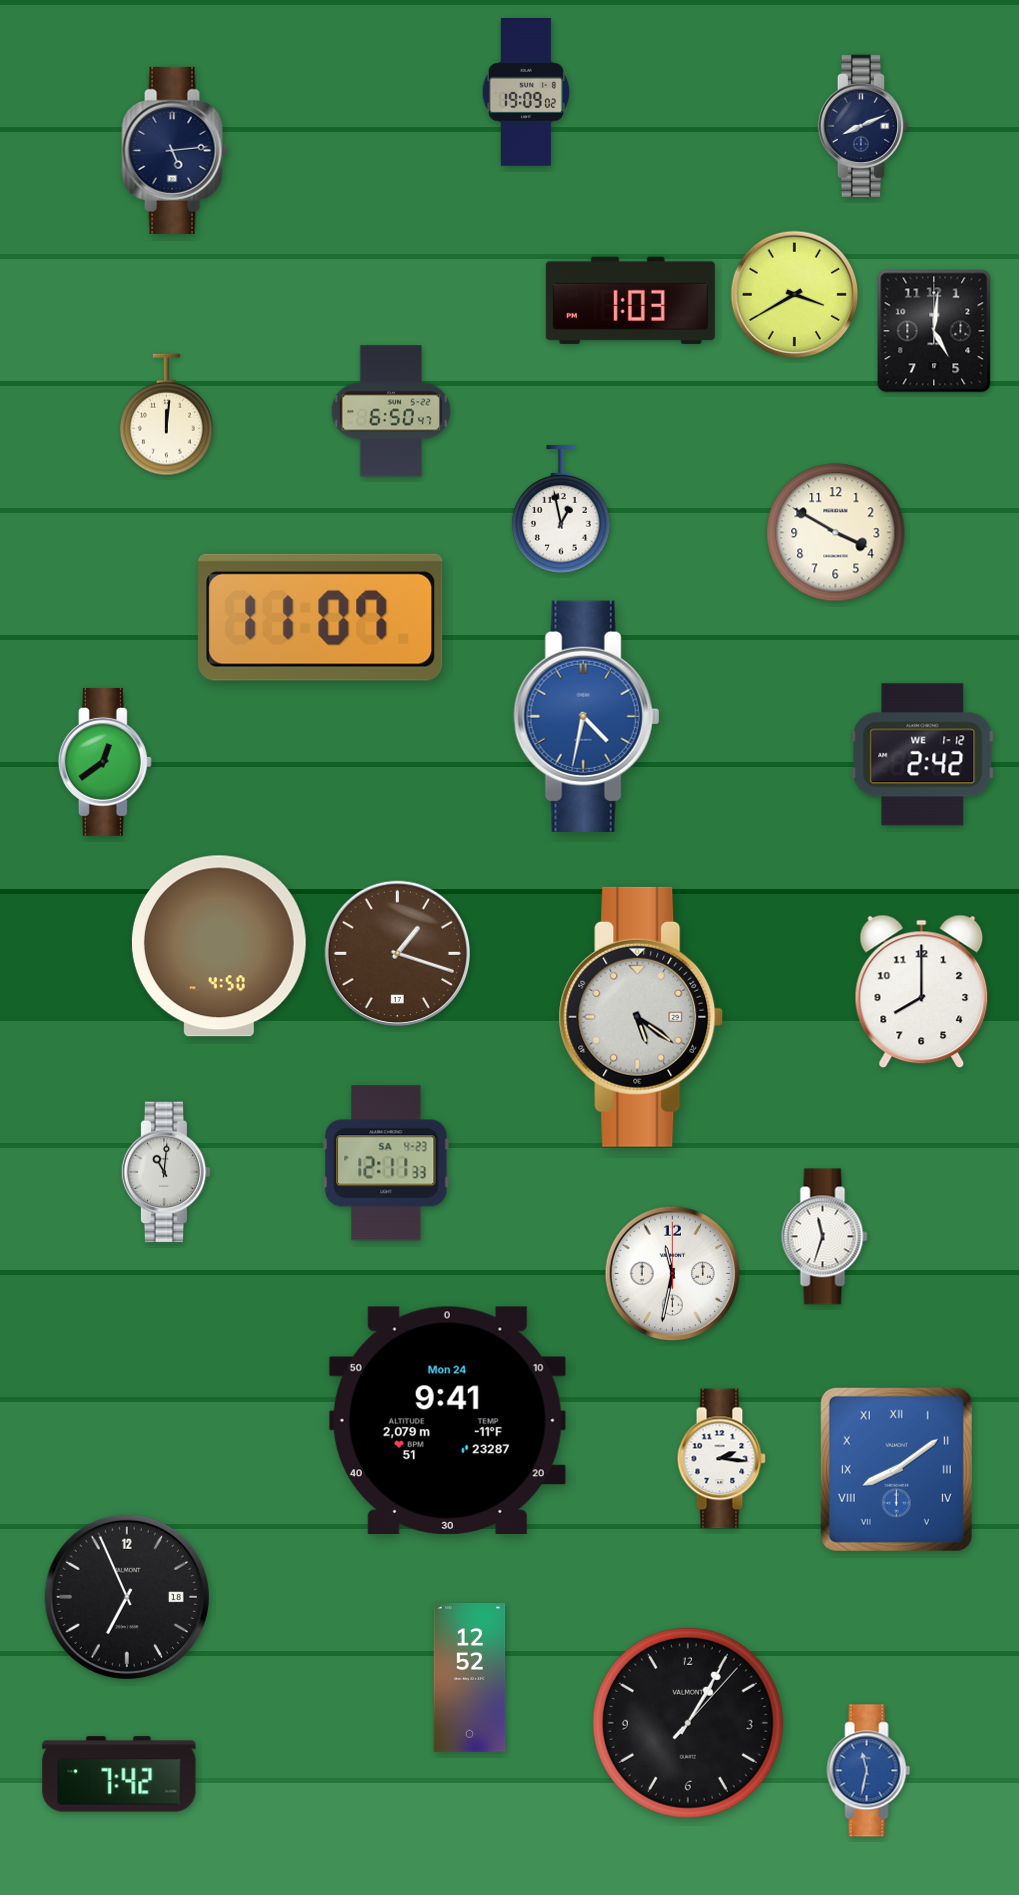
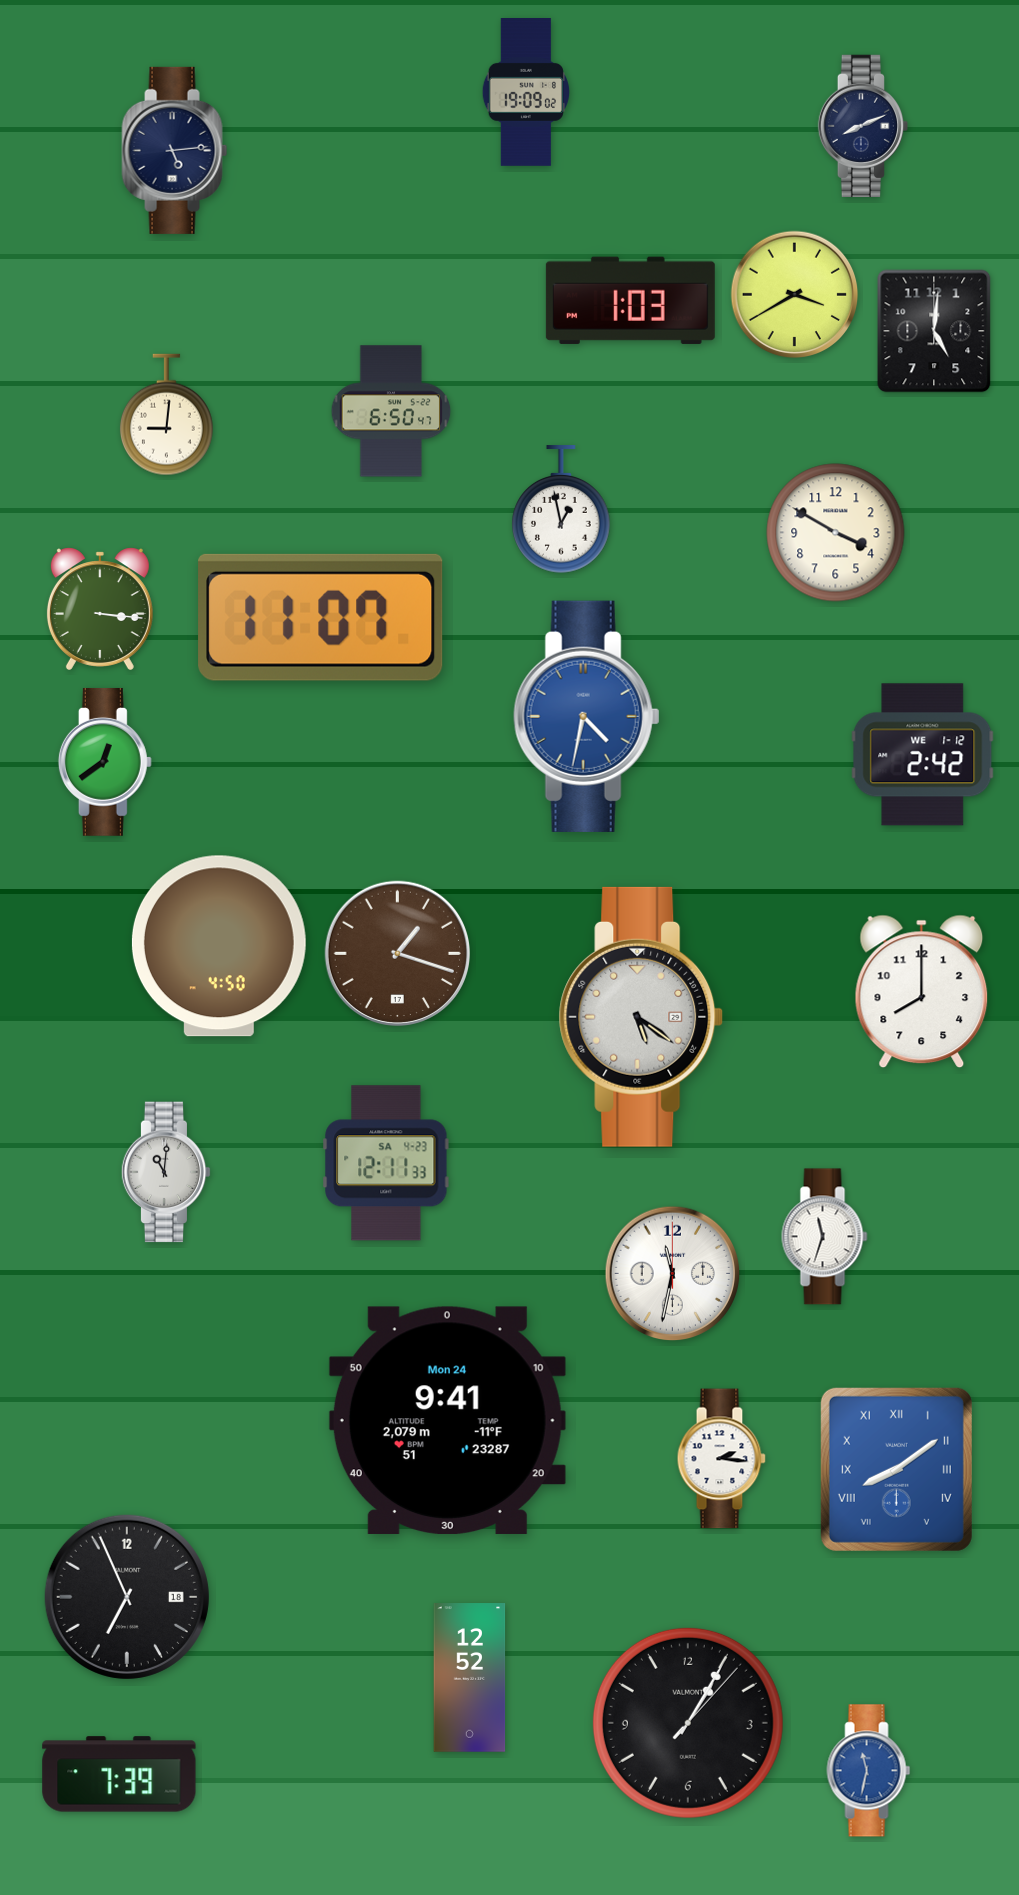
clock at (167, 415): 12:01 -> 9:01
clock at (100, 609): none -> 3:16
clock at (119, 1774): 7:42 -> 7:39
